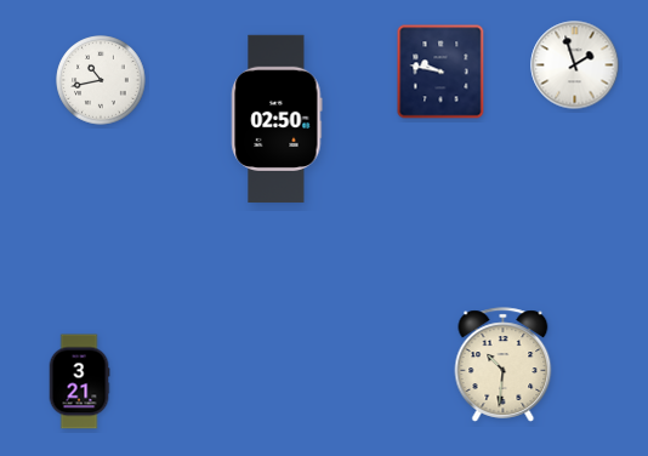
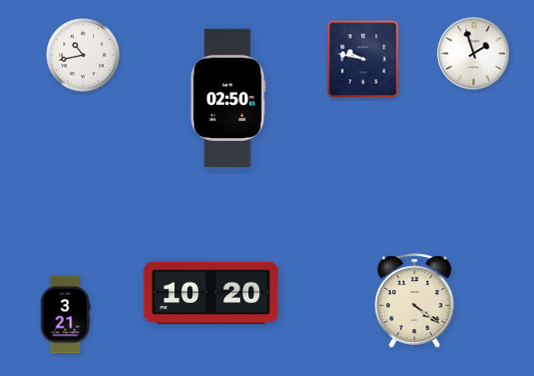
clock at (101, 80) position: (101, 80) -> (83, 55)
clock at (211, 293): none -> 10:20
clock at (504, 365): 10:31 -> 4:21
